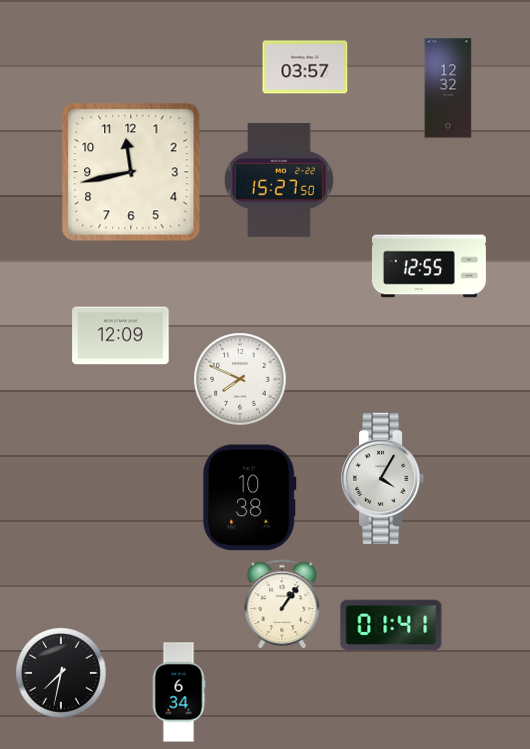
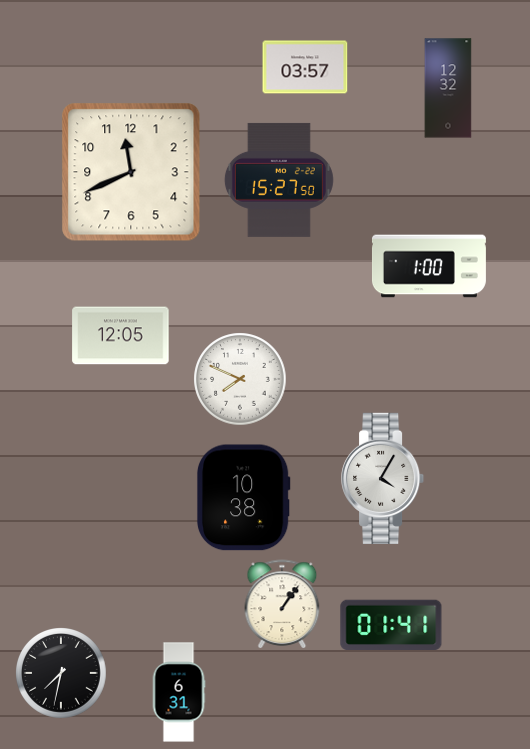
clock at (131, 172): 11:43 -> 11:41
clock at (429, 266): 12:55 -> 1:00
clock at (121, 336): 12:09 -> 12:05
clock at (249, 498) position: (249, 498) -> (243, 498)
clock at (179, 692): 6:34 -> 6:31
